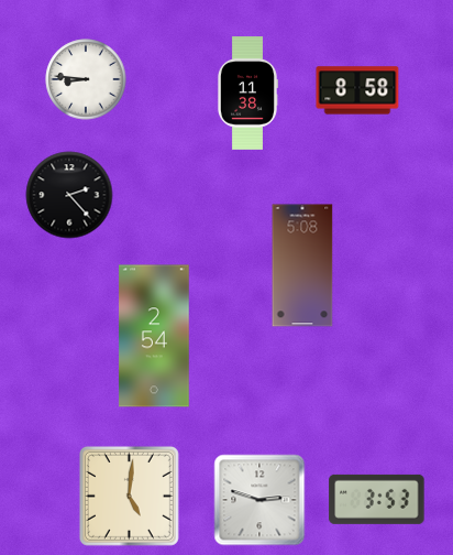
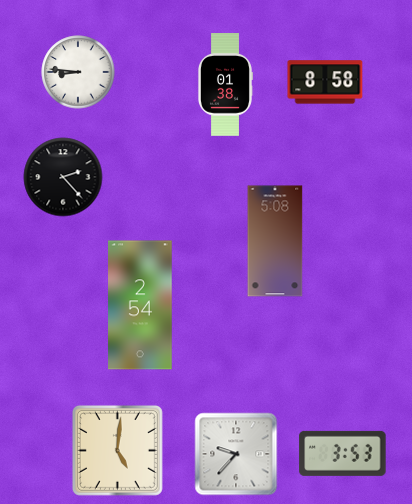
clock at (247, 94): 11:38 -> 01:38
clock at (259, 500): 2:48 -> 9:37
